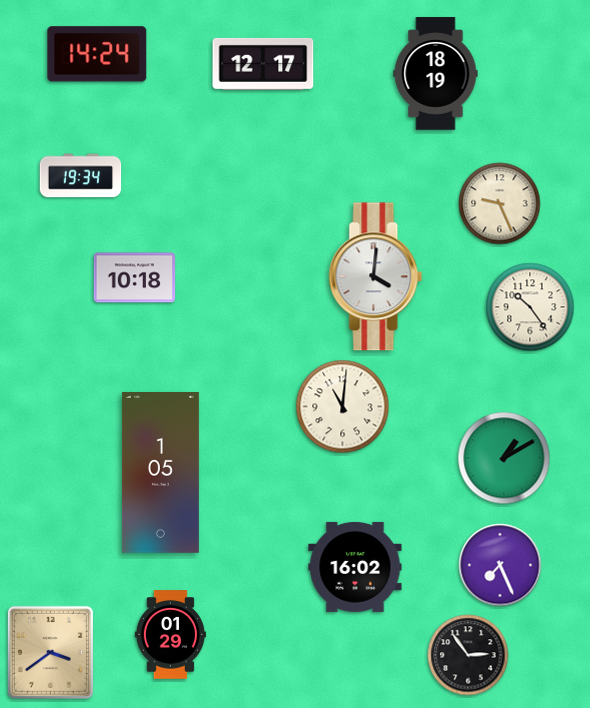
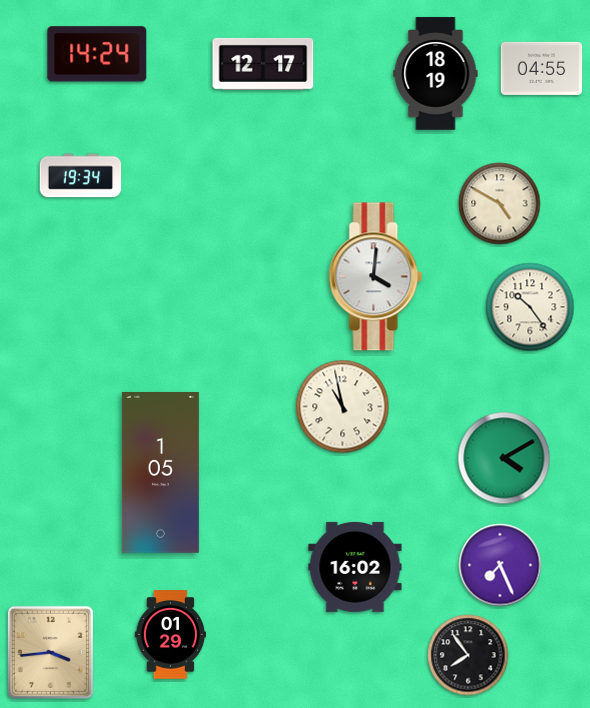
clock at (542, 68): none -> 04:55
clock at (500, 204): 9:26 -> 4:50
clock at (135, 278): 10:18 -> none
clock at (343, 407): 11:01 -> 10:58
clock at (504, 458): 1:10 -> 4:10
clock at (50, 652): 3:39 -> 3:44
clock at (468, 655): 2:54 -> 7:54
